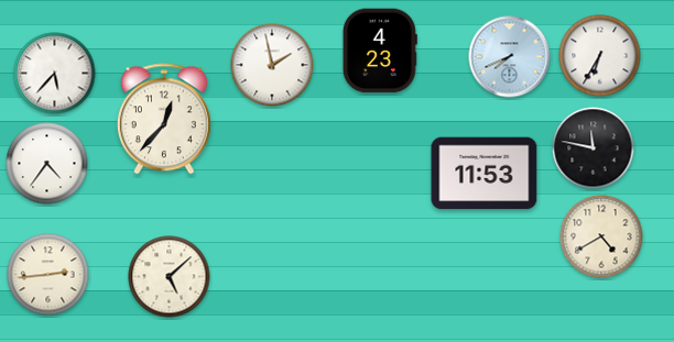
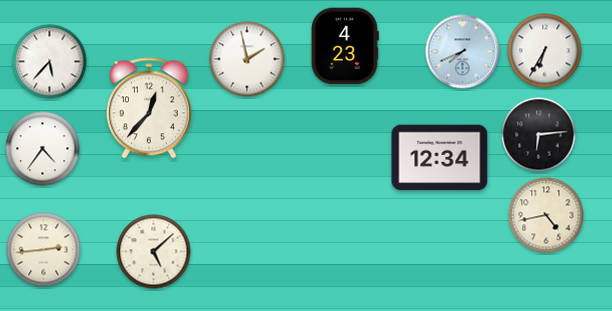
clock at (55, 74) position: (55, 74) -> (50, 62)
clock at (594, 148): 11:47 -> 6:14
clock at (485, 174): 11:53 -> 12:34
clock at (601, 236): 4:40 -> 4:43
